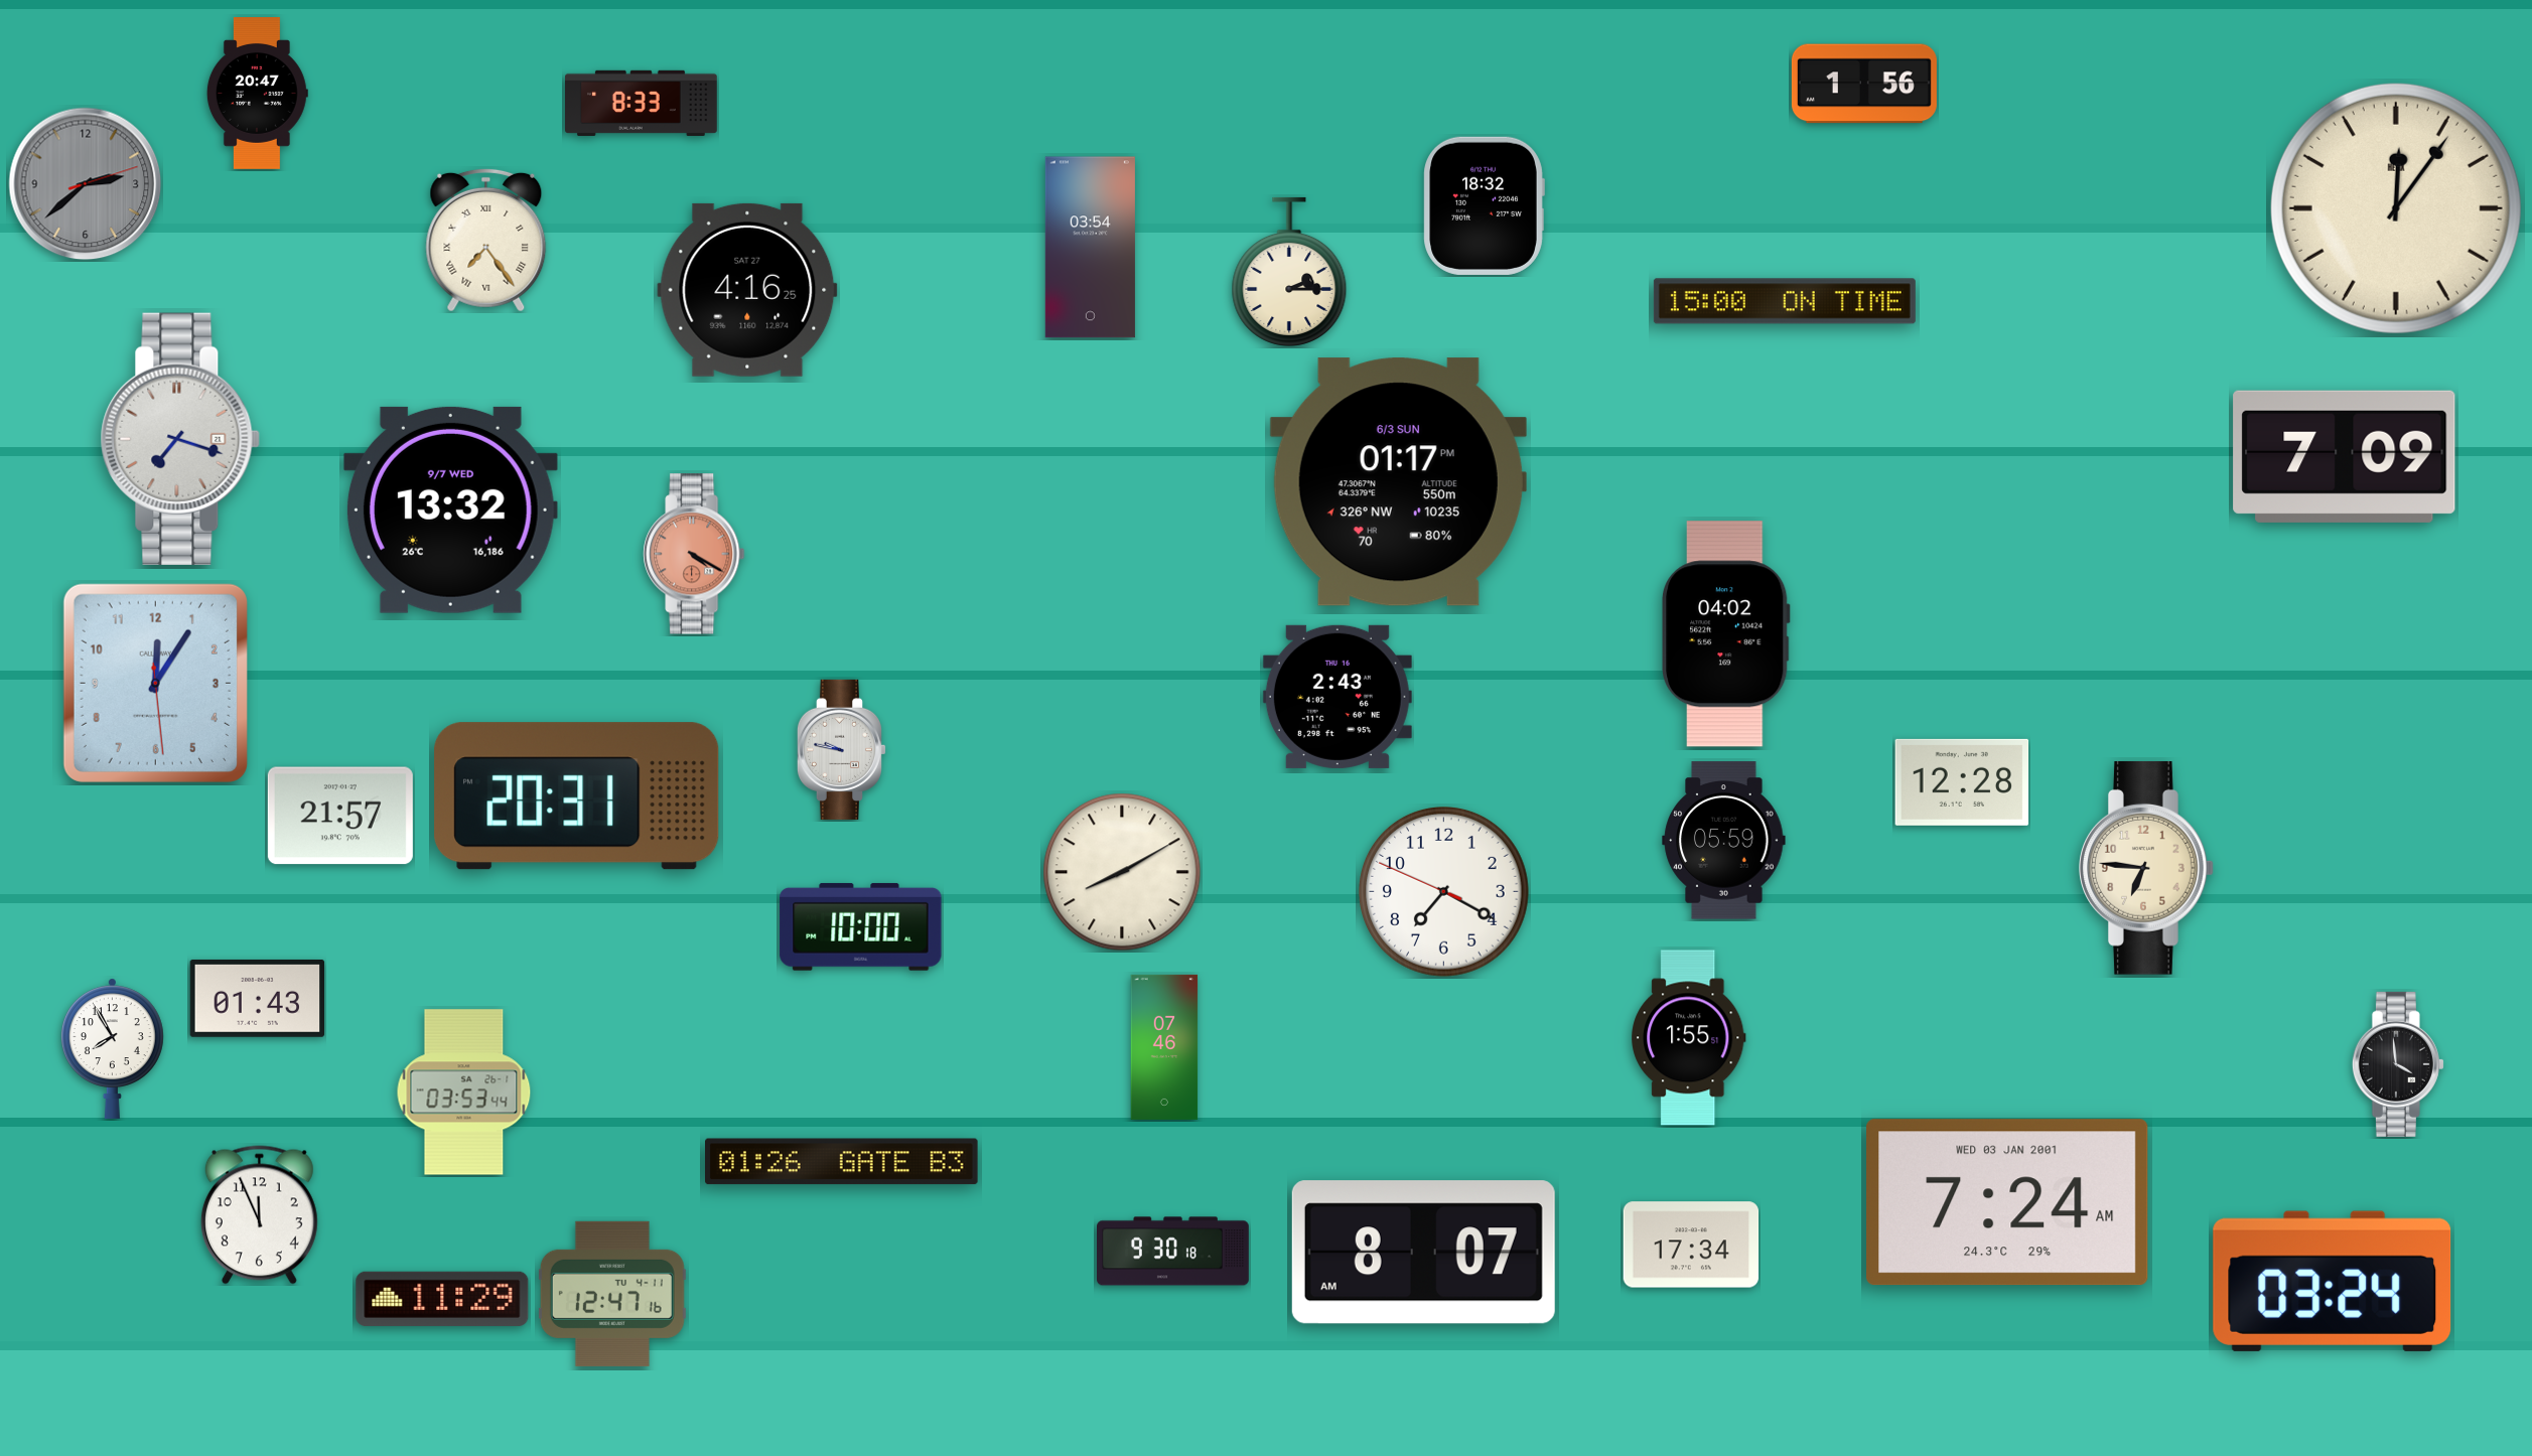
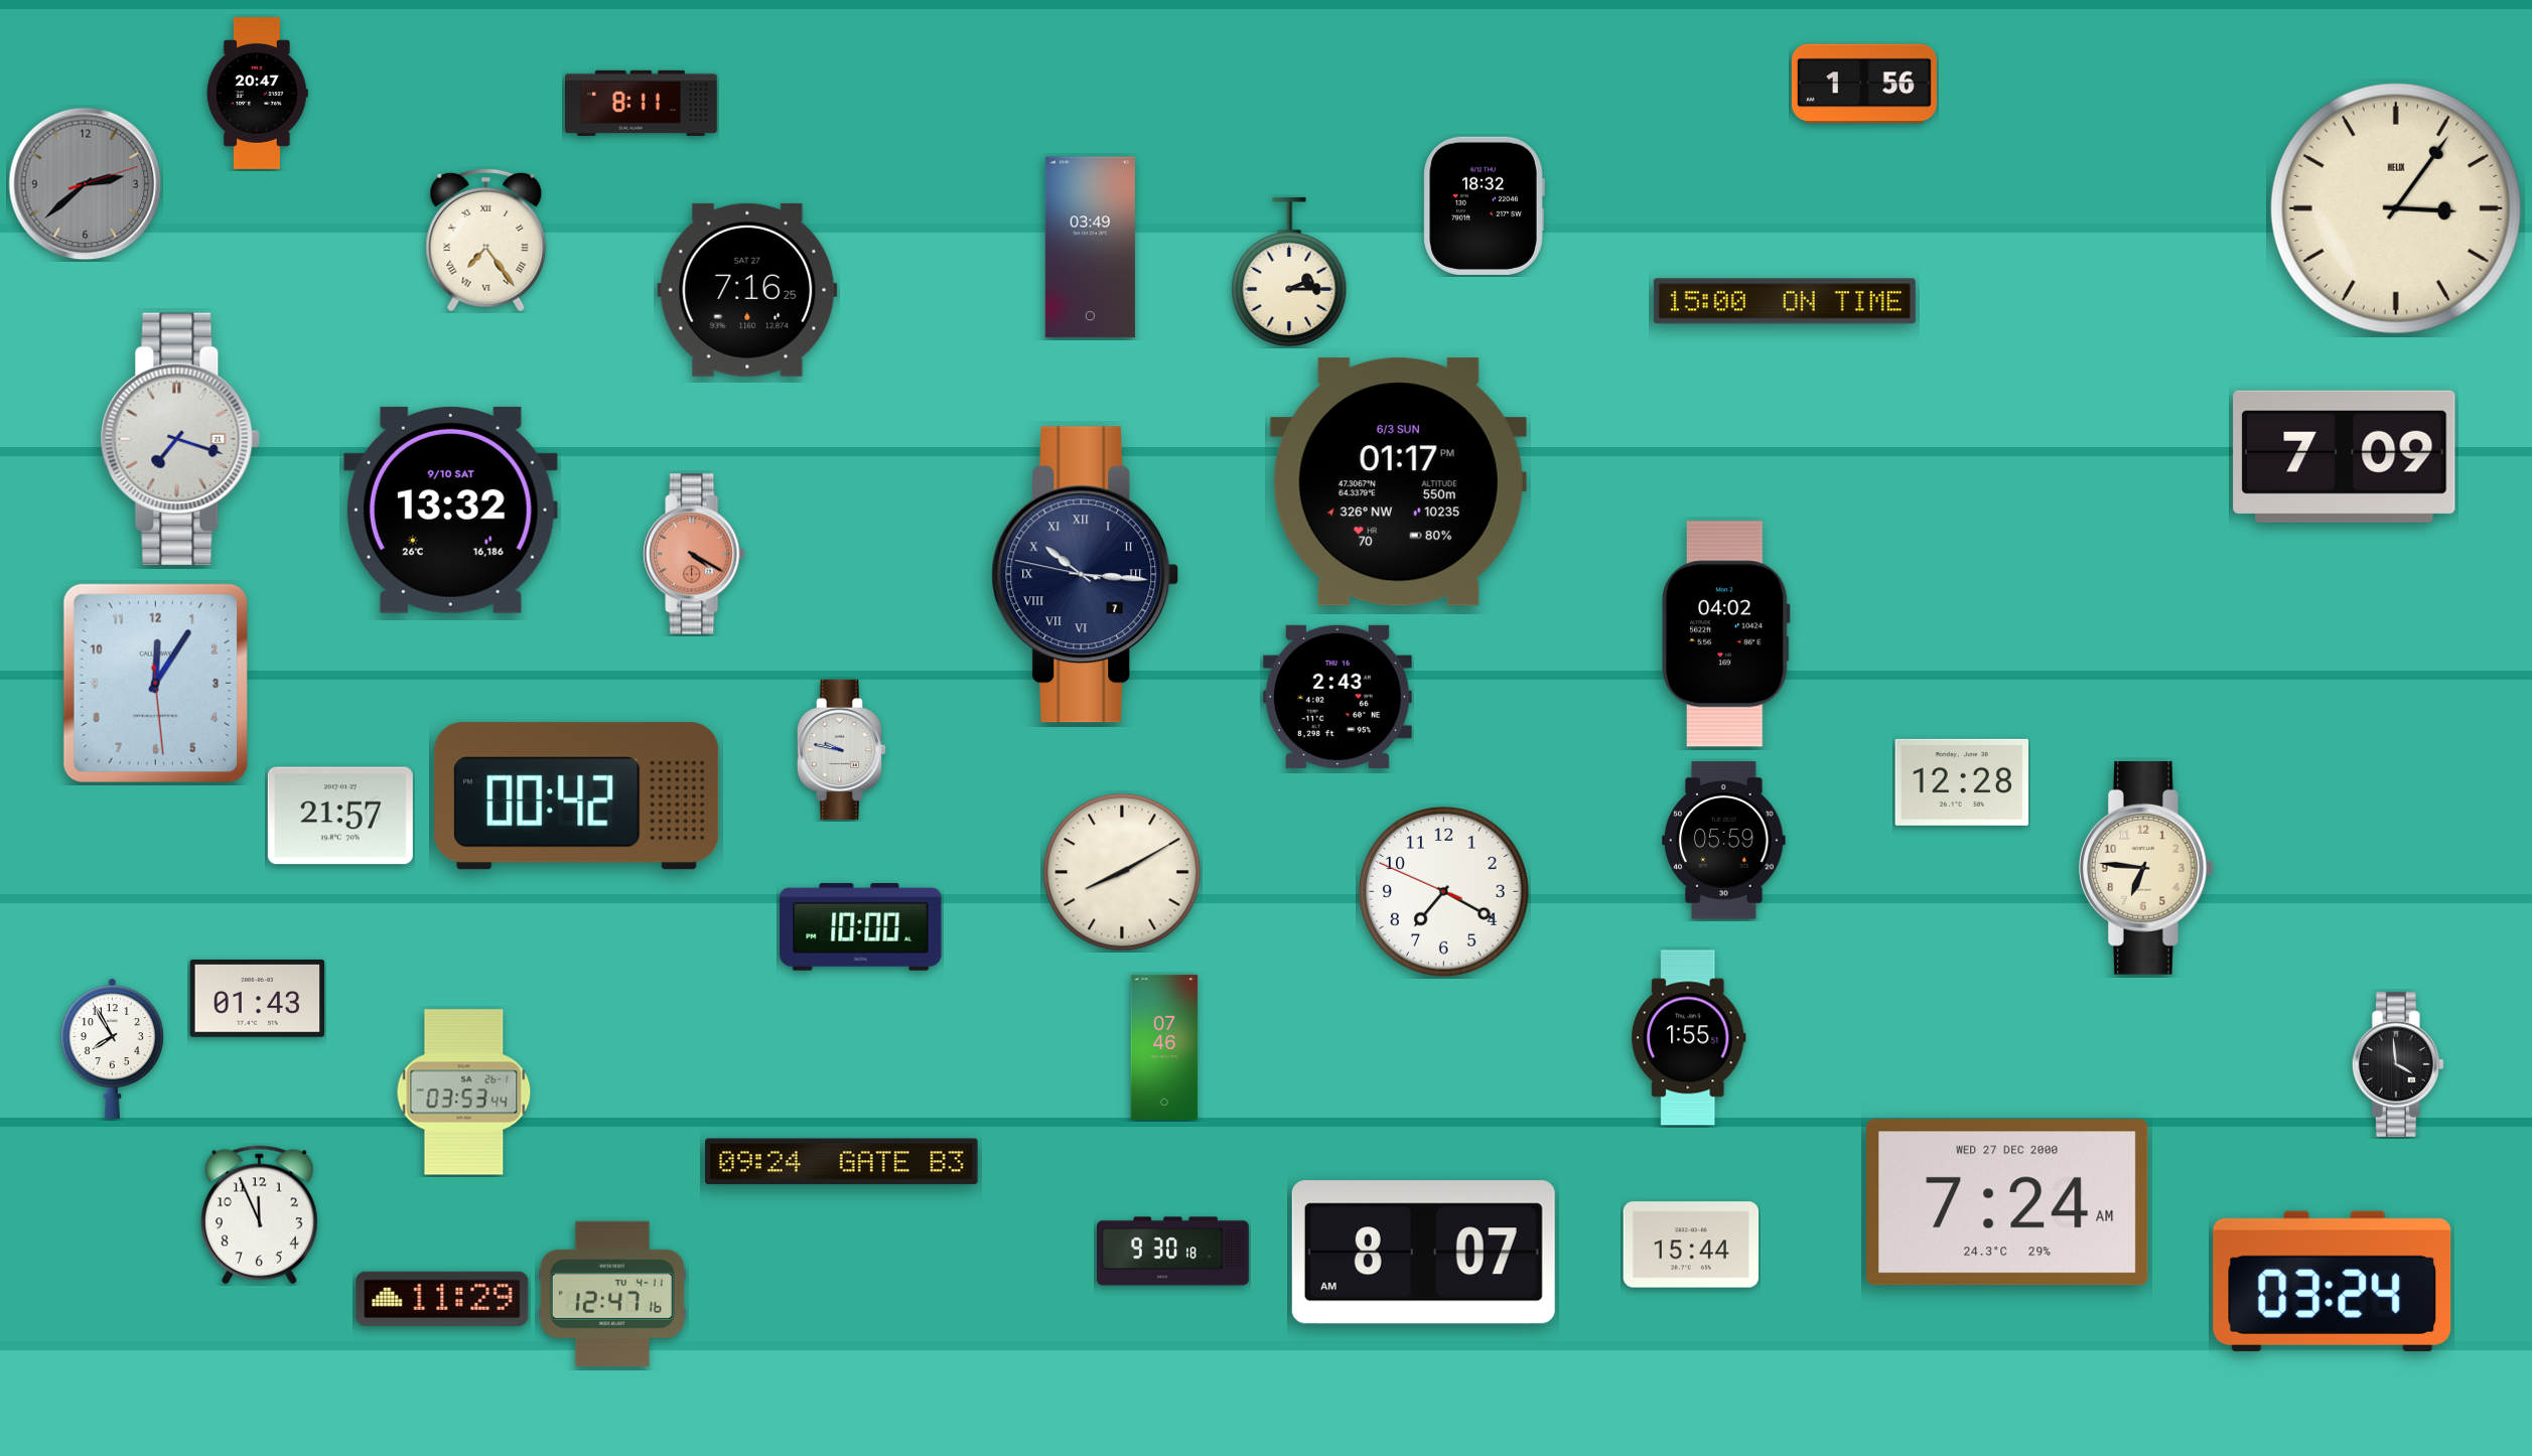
clock at (642, 103): 8:33 -> 8:11
clock at (2396, 208): 12:06 -> 3:06
clock at (1090, 248): 03:54 -> 03:49
clock at (747, 290): 4:16 -> 7:16
clock at (450, 509) date: 9/7 WED -> 9/10 SAT
clock at (1086, 575): none -> 10:15
clock at (577, 796): 20:31 -> 00:42
clock at (842, 1162): 01:26 -> 09:24
clock at (2008, 1202) date: WED 03 JAN 2001 -> WED 27 DEC 2000
clock at (1691, 1245): 17:34 -> 15:44
